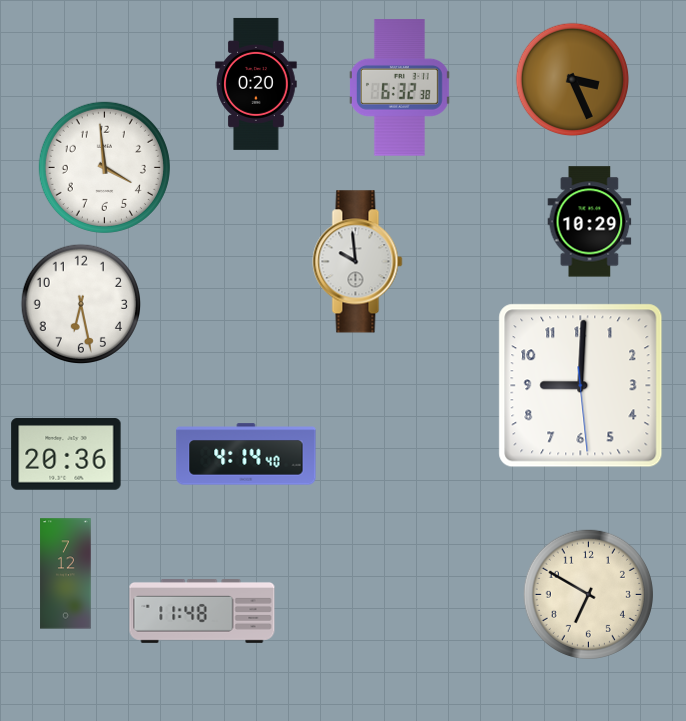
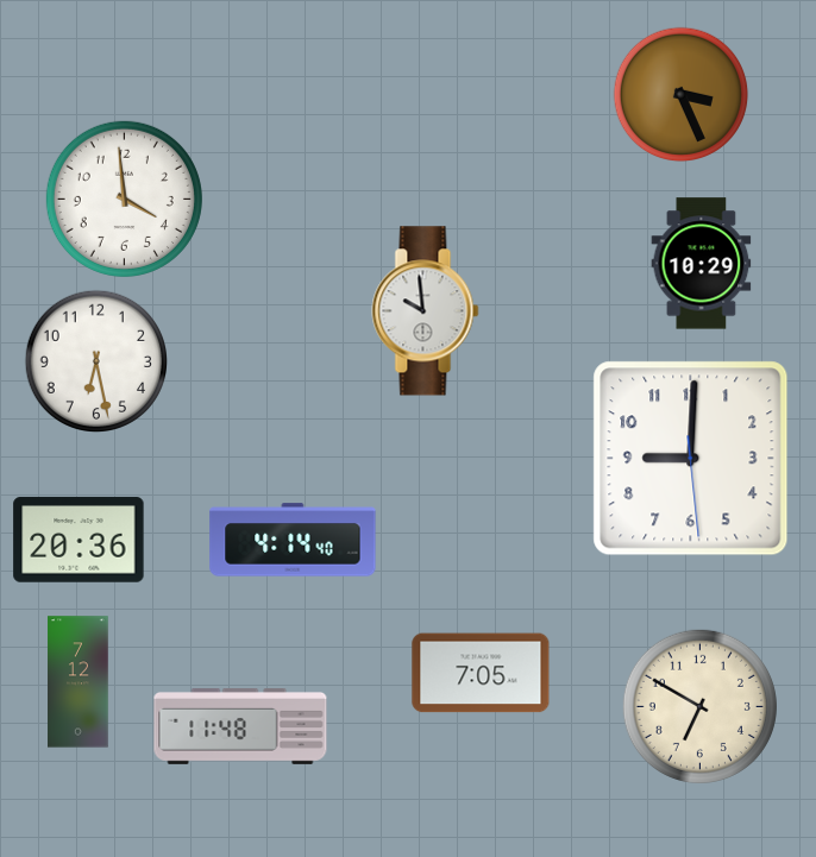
clock at (256, 84): 0:20 -> none
clock at (399, 88): 6:32 -> none
clock at (481, 673): none -> 7:05
